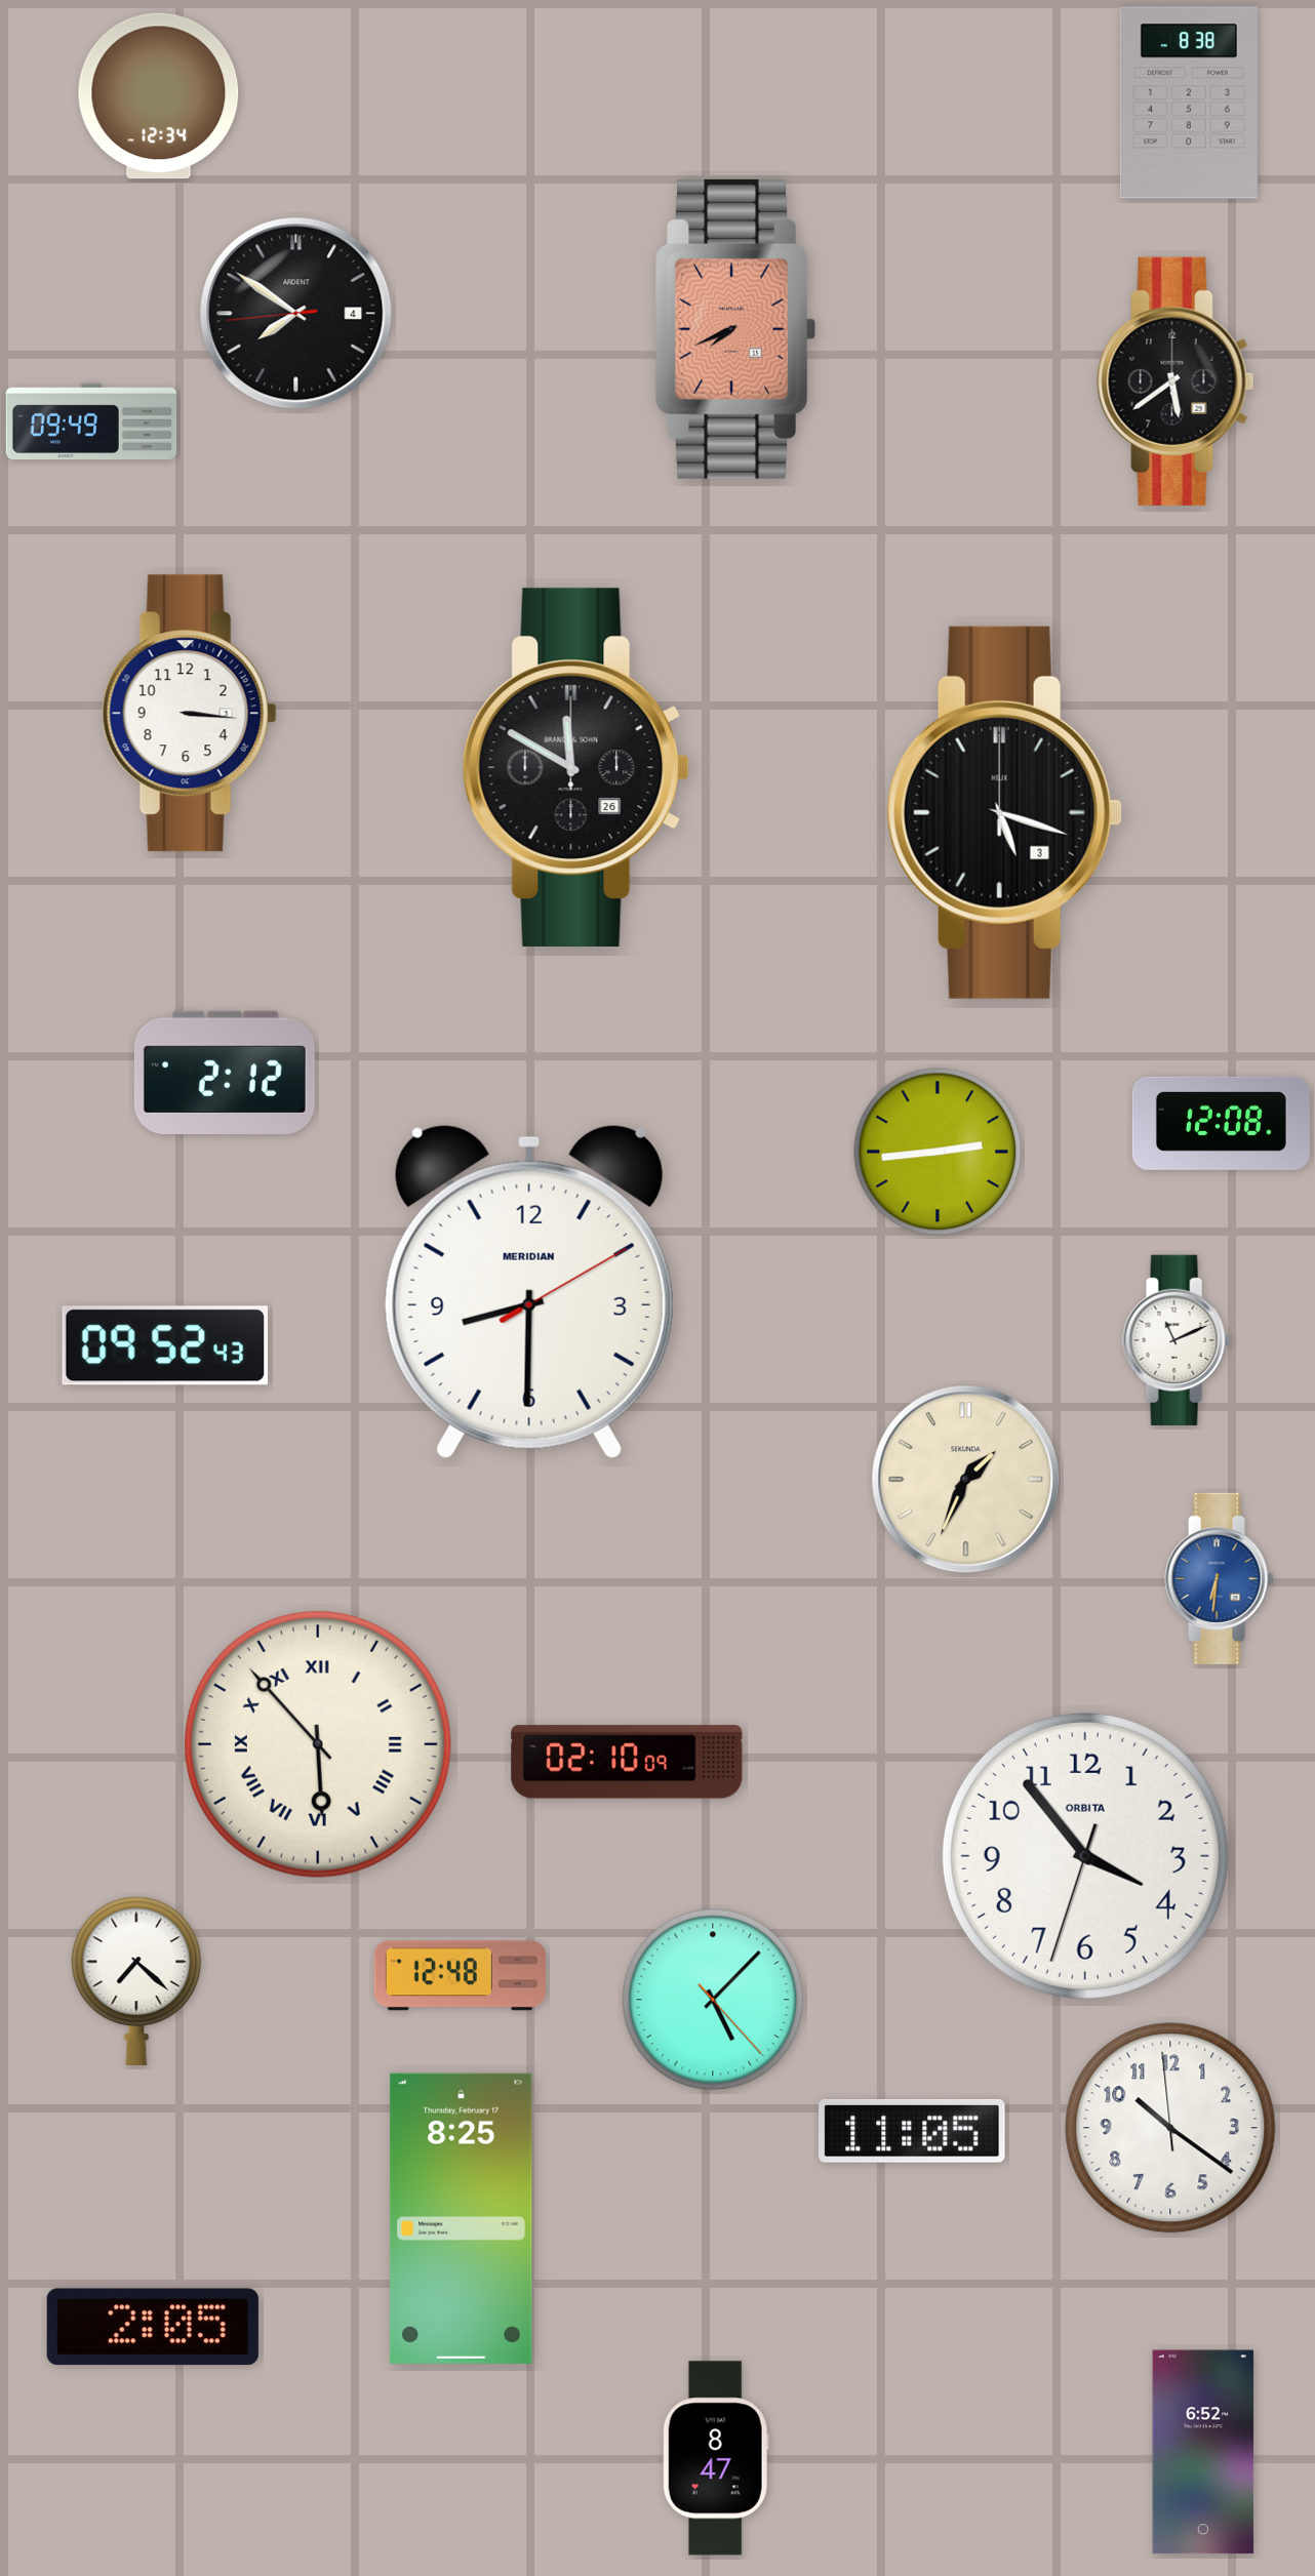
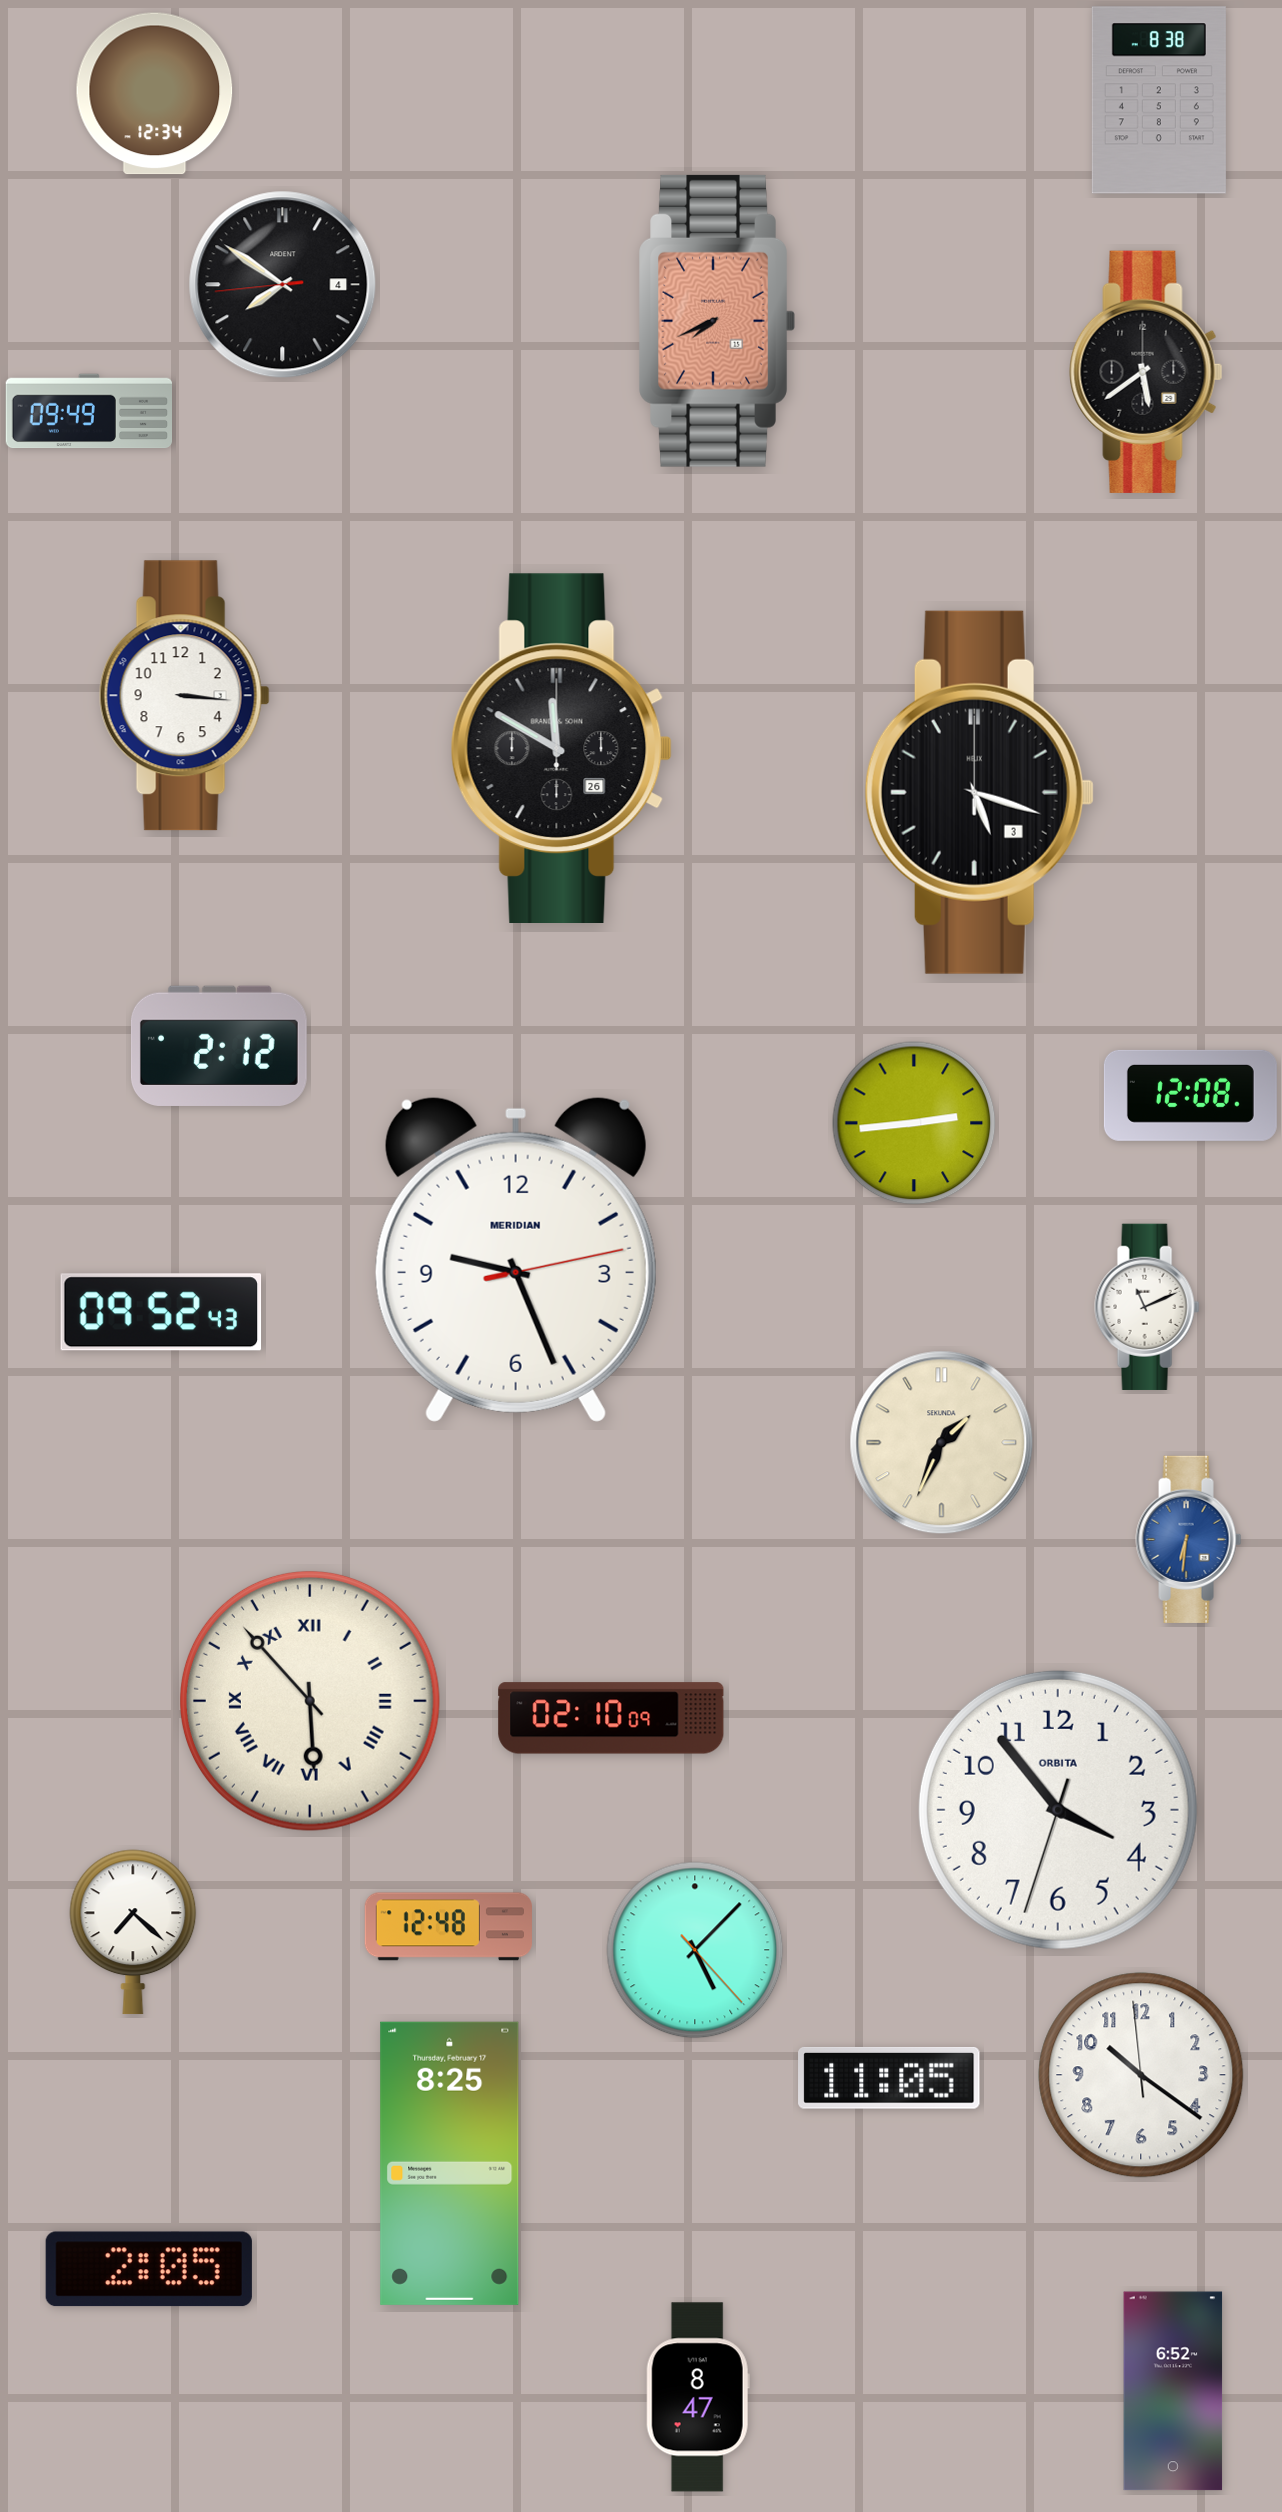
clock at (296, 314) position: (296, 314) -> (283, 285)
clock at (529, 1291): 8:30 -> 9:26
